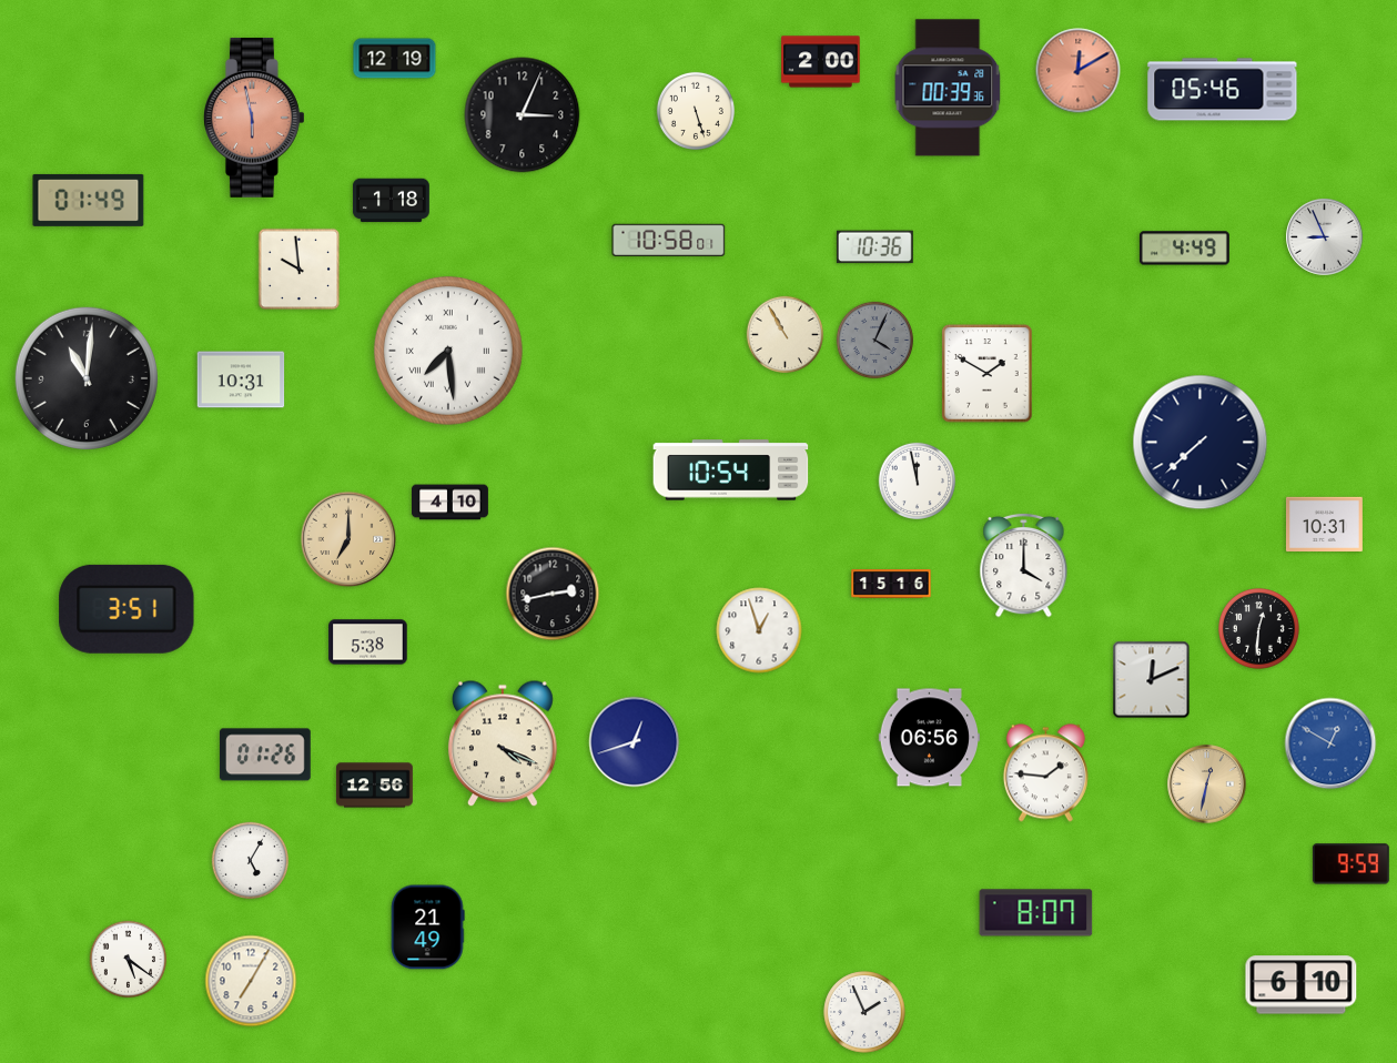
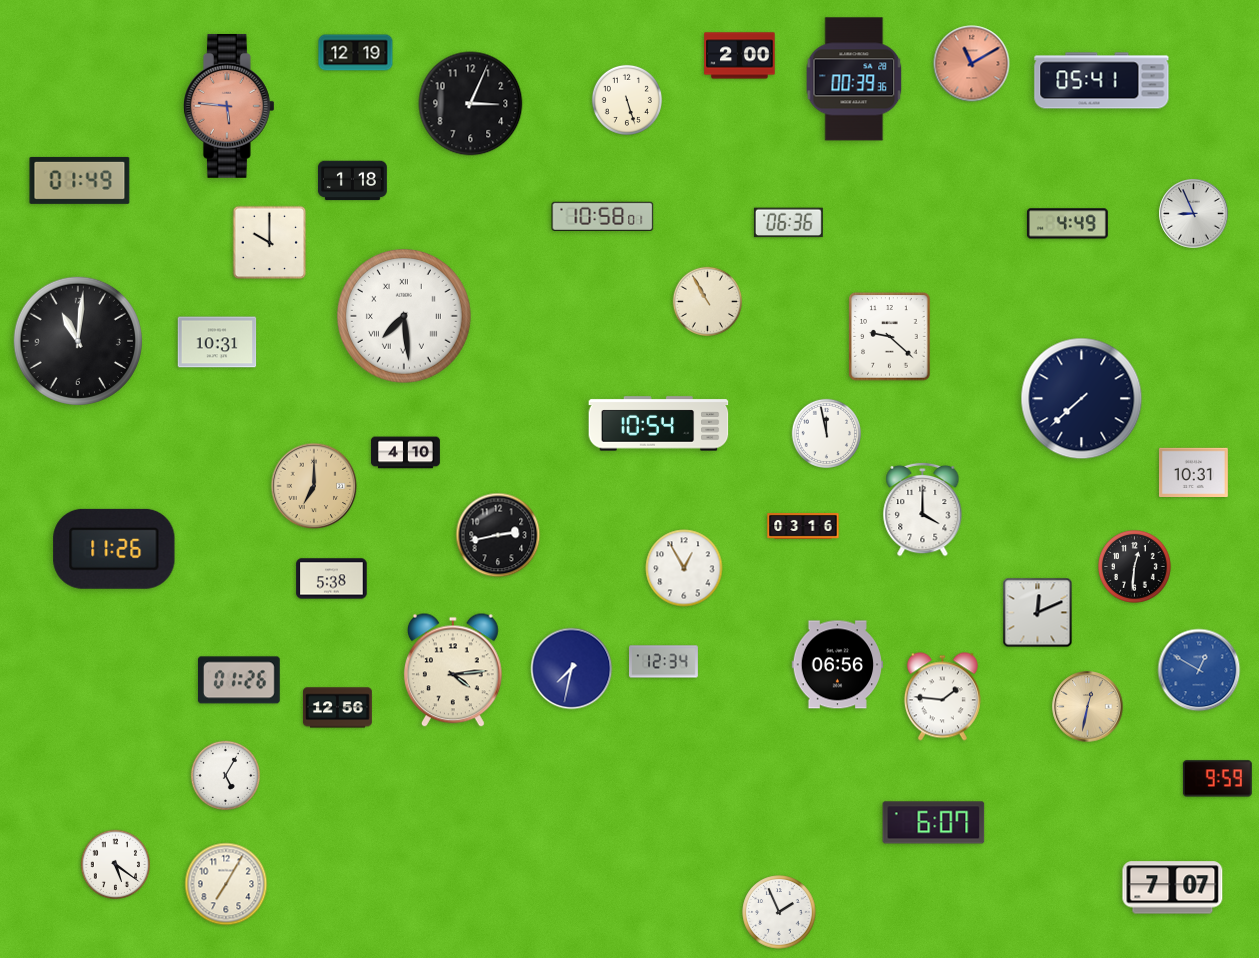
clock at (1079, 71): 12:10 -> 11:10
clock at (1223, 90): 05:46 -> 05:41
clock at (254, 118): 5:58 -> 5:46
clock at (874, 247): 10:36 -> 06:36
clock at (300, 270): 9:59 -> 10:00
clock at (874, 340): 4:04 -> none
clock at (988, 374): 1:50 -> 9:22
clock at (891, 585): 15:16 -> 03:16
clock at (126, 609): 3:51 -> 11:26
clock at (759, 630): 12:57 -> 12:55
clock at (664, 662): none -> 12:34
clock at (635, 742): 12:42 -> 7:32
clock at (503, 743): 4:19 -> 4:14
clock at (1036, 913): 8:07 -> 6:07
clock at (427, 928): 21:49 -> none
clock at (1302, 985): 6:10 -> 7:07
